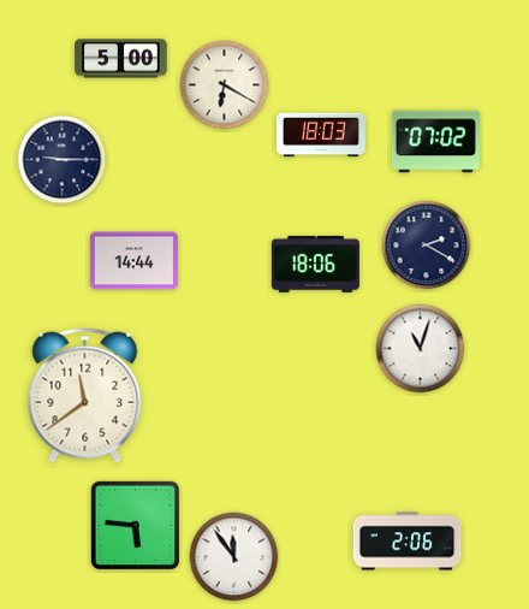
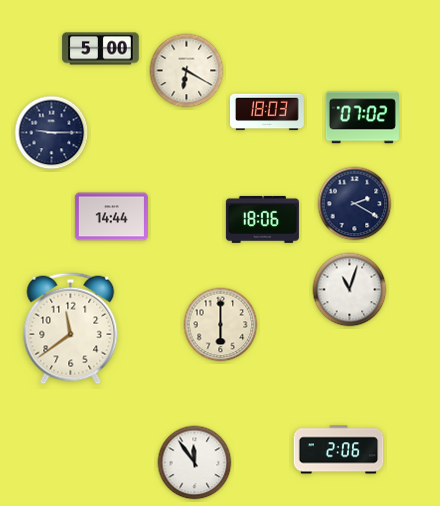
clock at (221, 325): none -> 6:00
clock at (136, 526): 5:46 -> none
